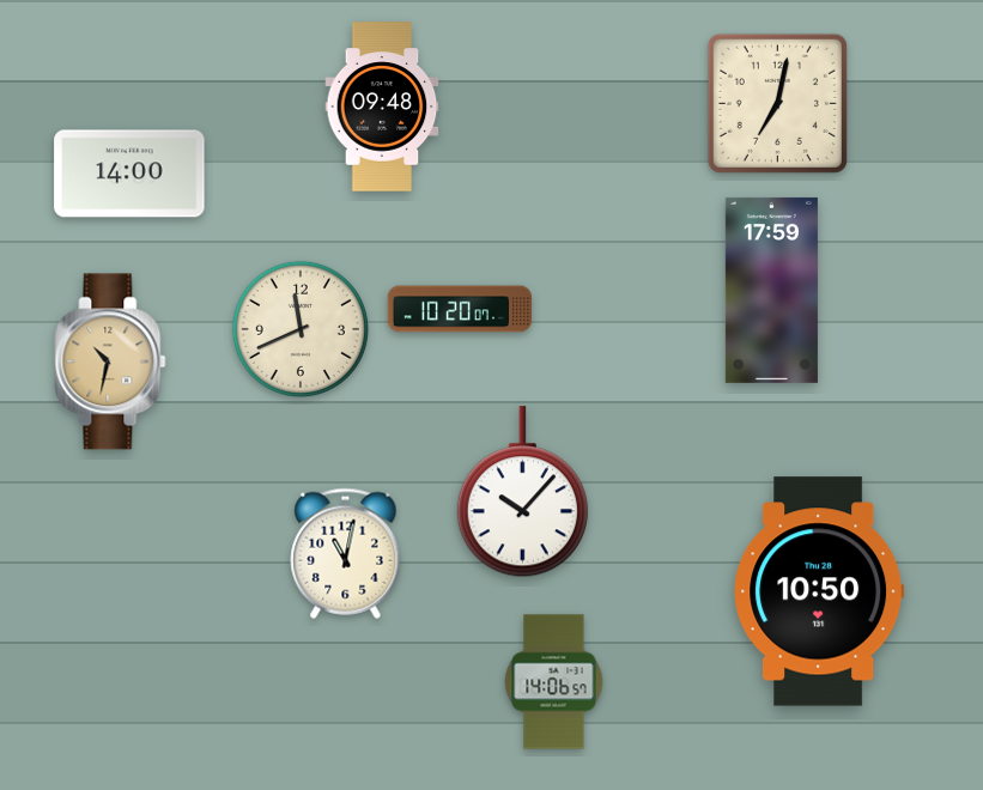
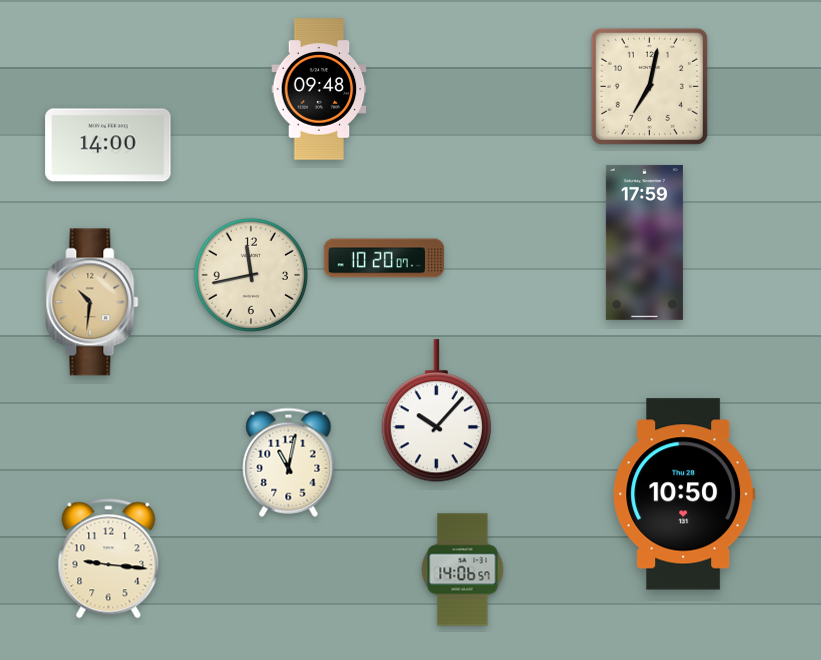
clock at (301, 329): 11:41 -> 11:43
clock at (110, 361): 10:32 -> 10:31
clock at (109, 559): none -> 9:16
